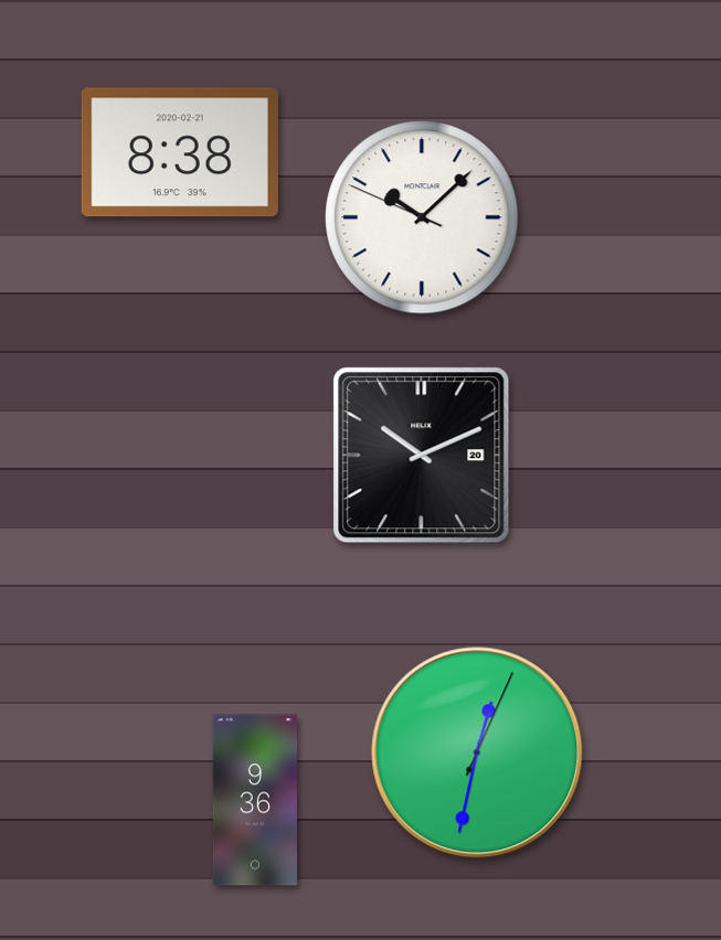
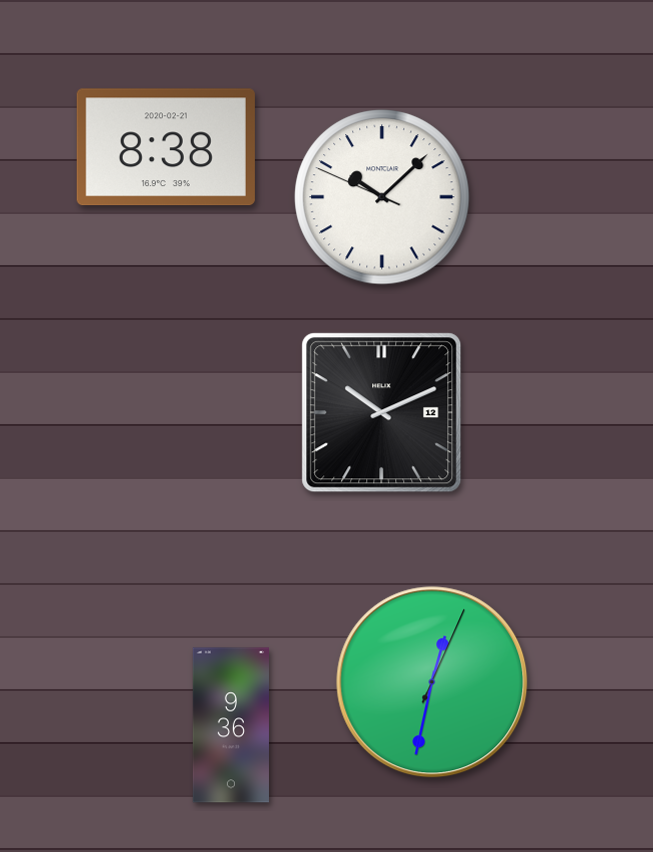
clock at (180, 152) position: (180, 152) -> (166, 147)
clock at (422, 456) date: 20 -> 12
